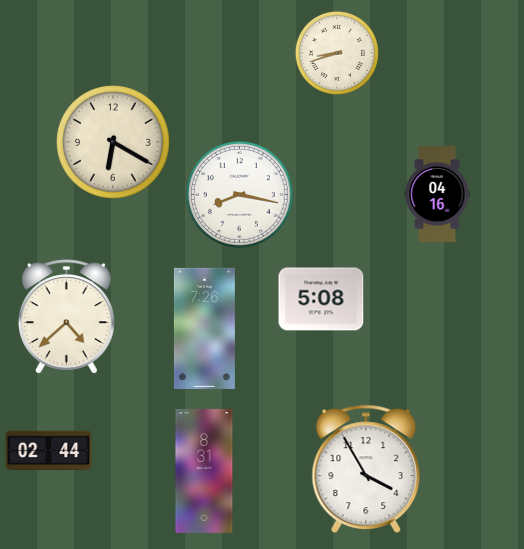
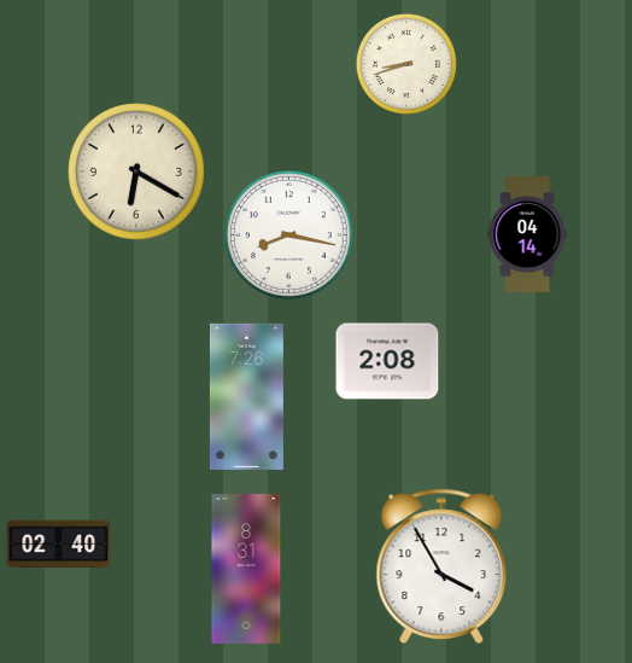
clock at (437, 194): 04:16 -> 04:14
clock at (321, 299): 5:08 -> 2:08
clock at (66, 317): 4:38 -> none
clock at (49, 451): 02:44 -> 02:40
